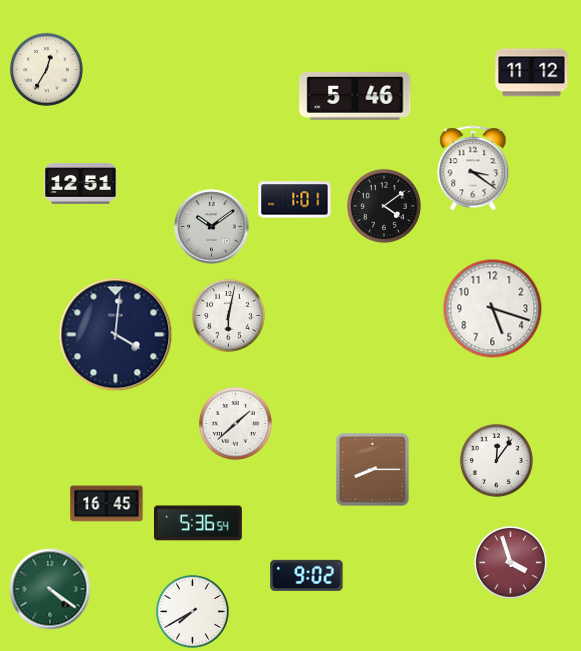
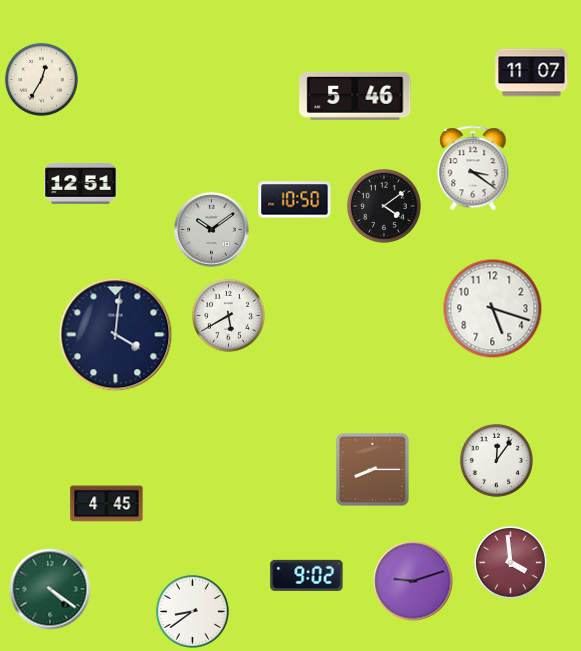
clock at (46, 69) position: (46, 69) -> (41, 79)
clock at (532, 73): 11:12 -> 11:07
clock at (295, 200): 1:01 -> 10:50
clock at (212, 227) position: (212, 227) -> (212, 230)
clock at (228, 315): 6:02 -> 5:40
clock at (235, 423): 1:38 -> none
clock at (107, 504): 16:45 -> 4:45
clock at (199, 523): 5:36 -> none
clock at (510, 562): 3:57 -> 3:59
clock at (413, 581): none -> 9:12
clock at (192, 611): 7:40 -> 8:39
